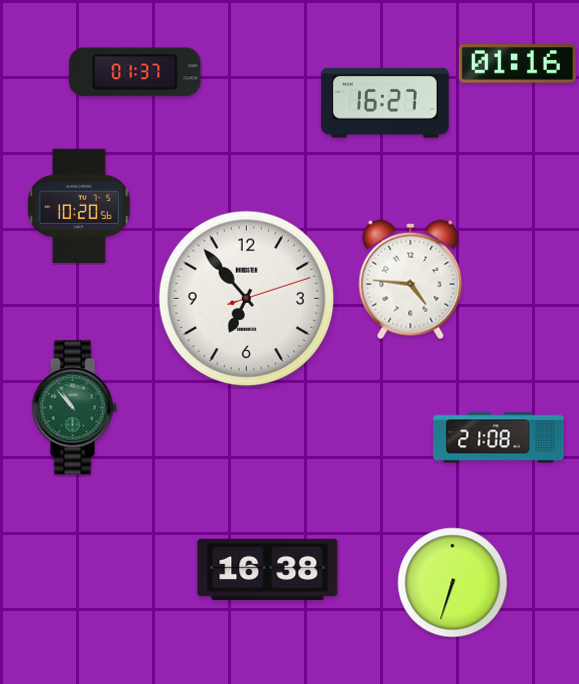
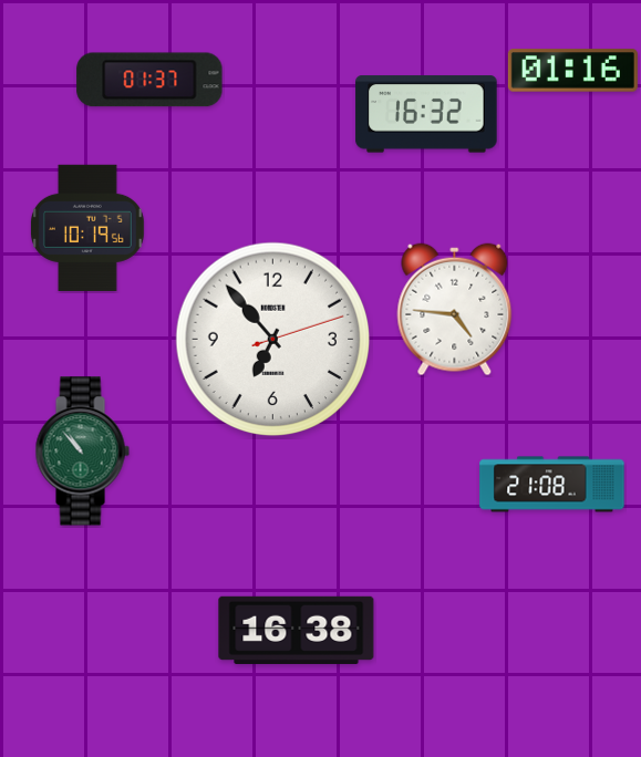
clock at (385, 103): 16:27 -> 16:32
clock at (79, 206): 10:20 -> 10:19
clock at (247, 299) position: (247, 299) -> (273, 340)
clock at (453, 583): 6:33 -> none
